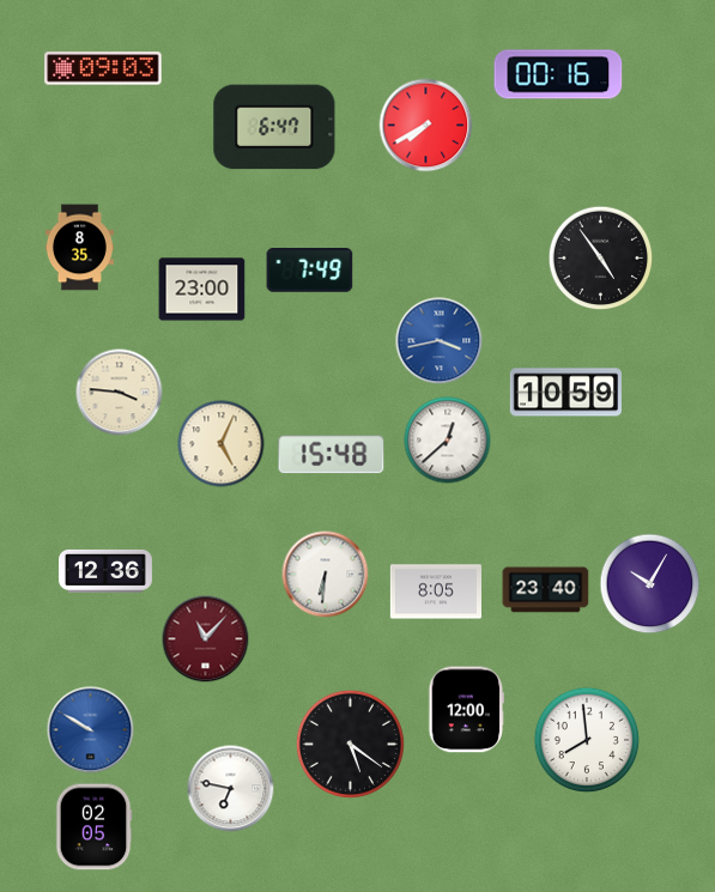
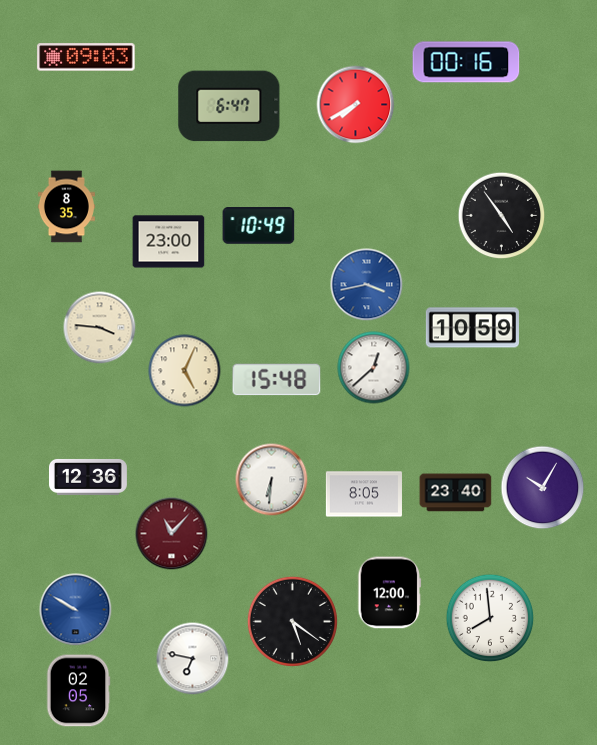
clock at (310, 271): 7:49 -> 10:49
